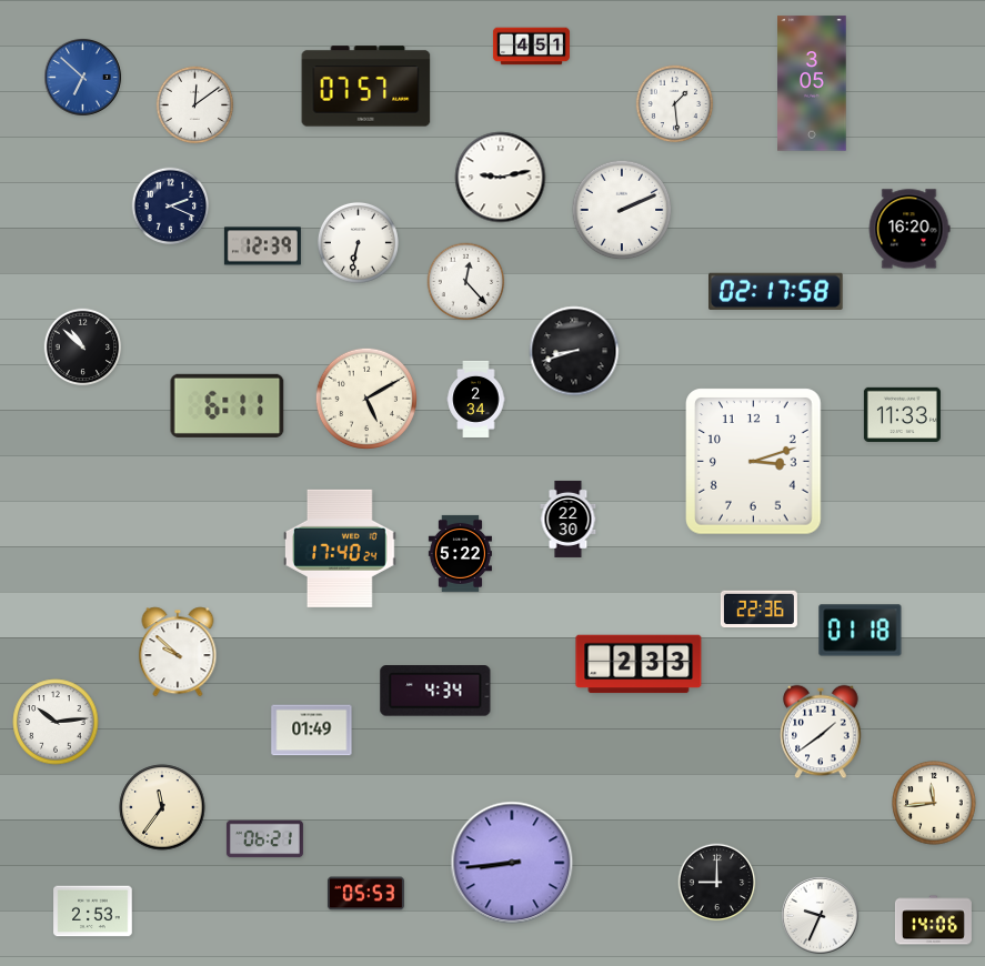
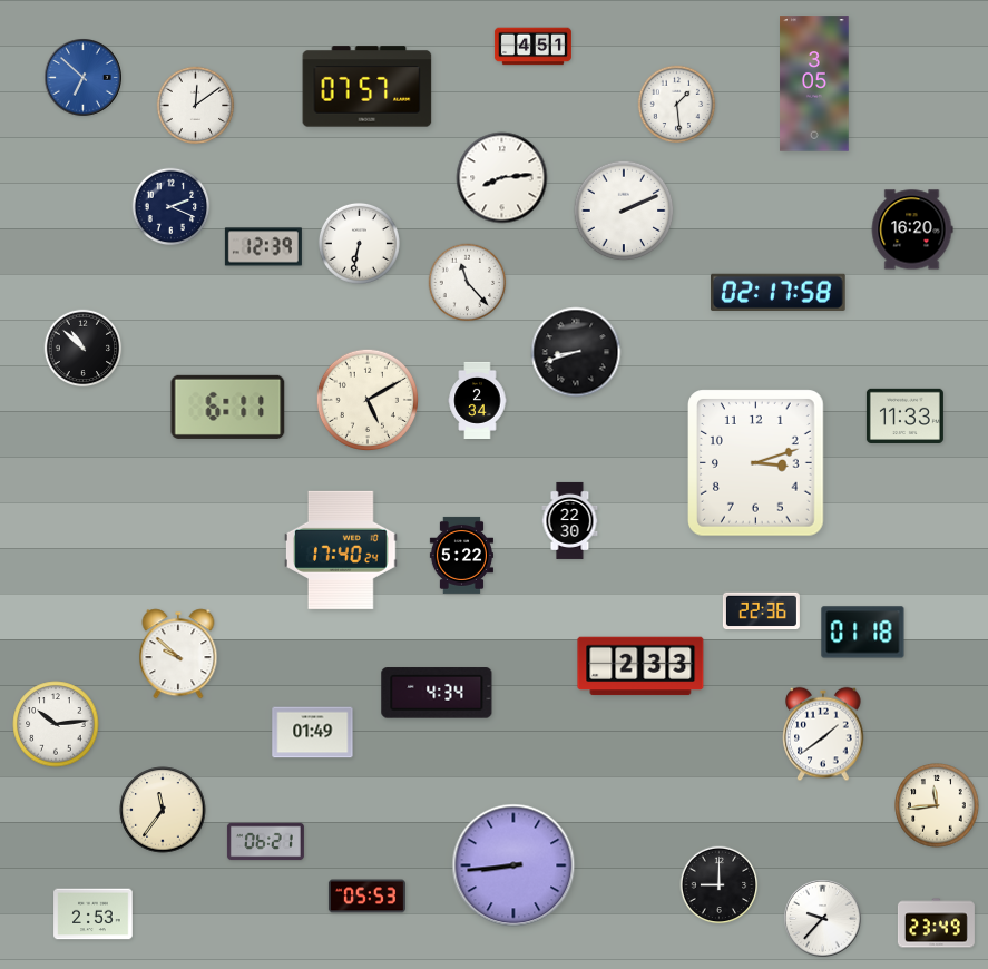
clock at (501, 178): 9:13 -> 8:14
clock at (466, 282): 12:23 -> 11:23
clock at (821, 916): 9:34 -> 9:37
clock at (933, 920): 14:06 -> 23:49
